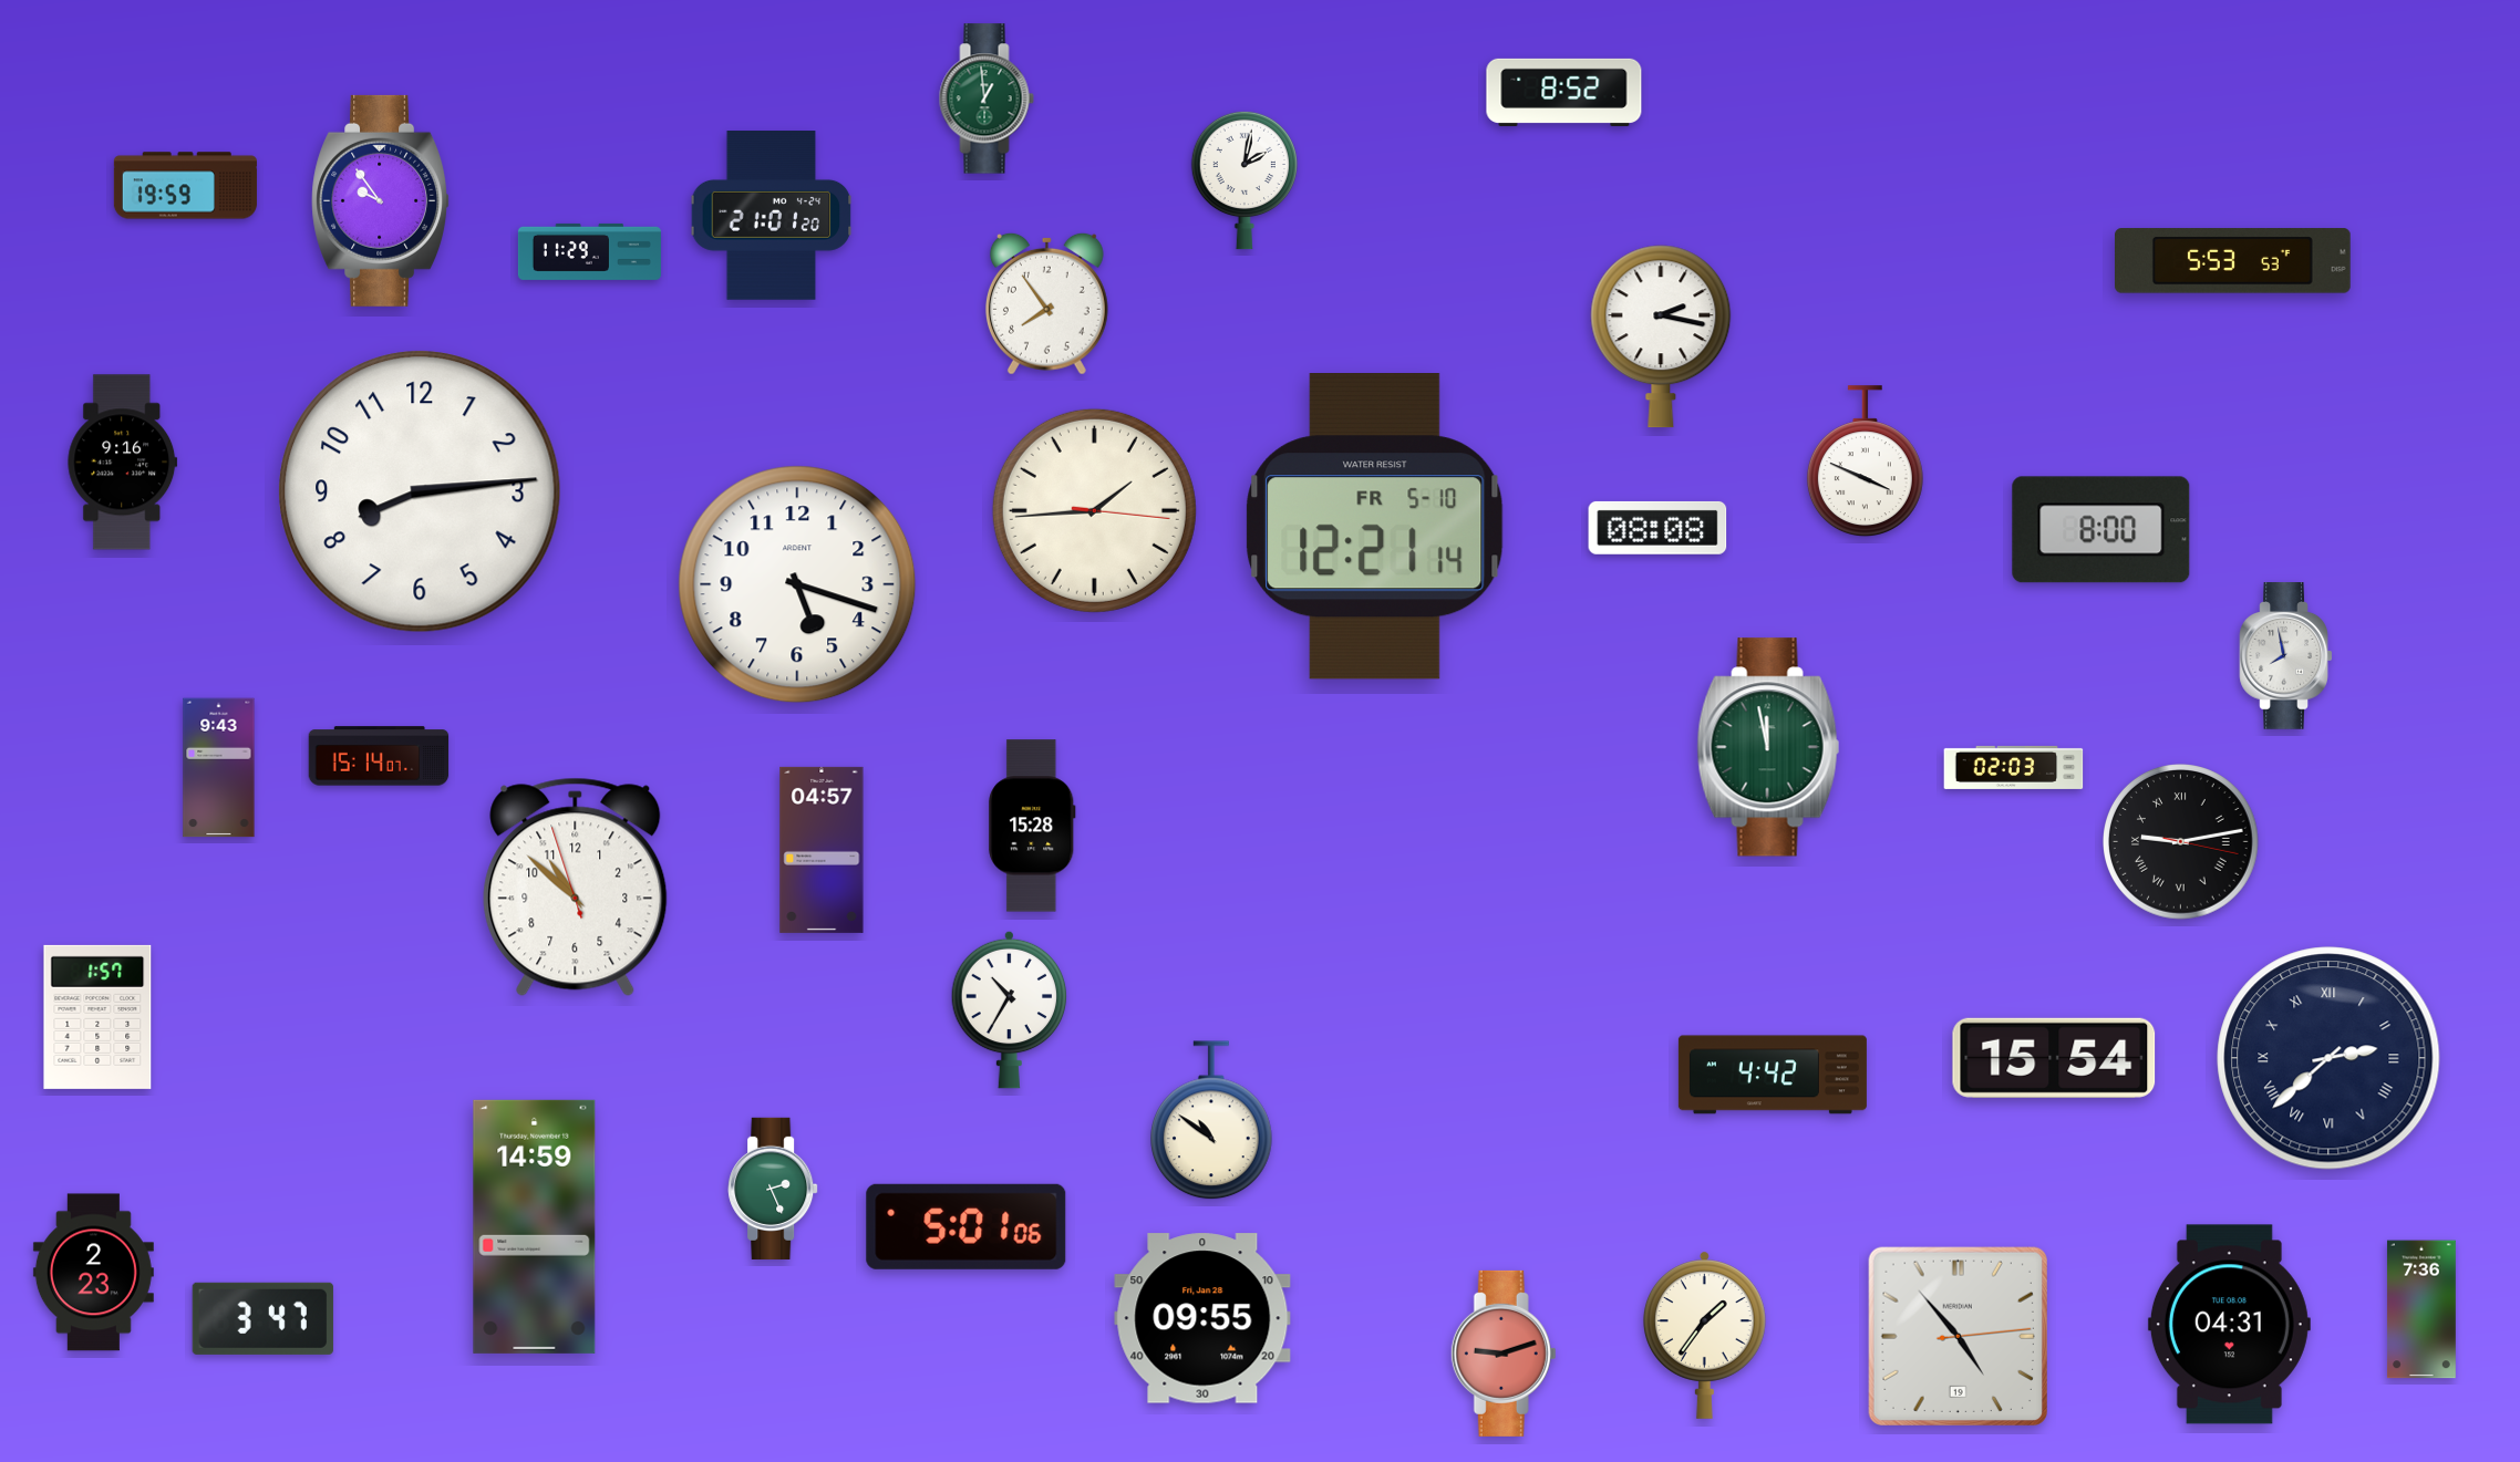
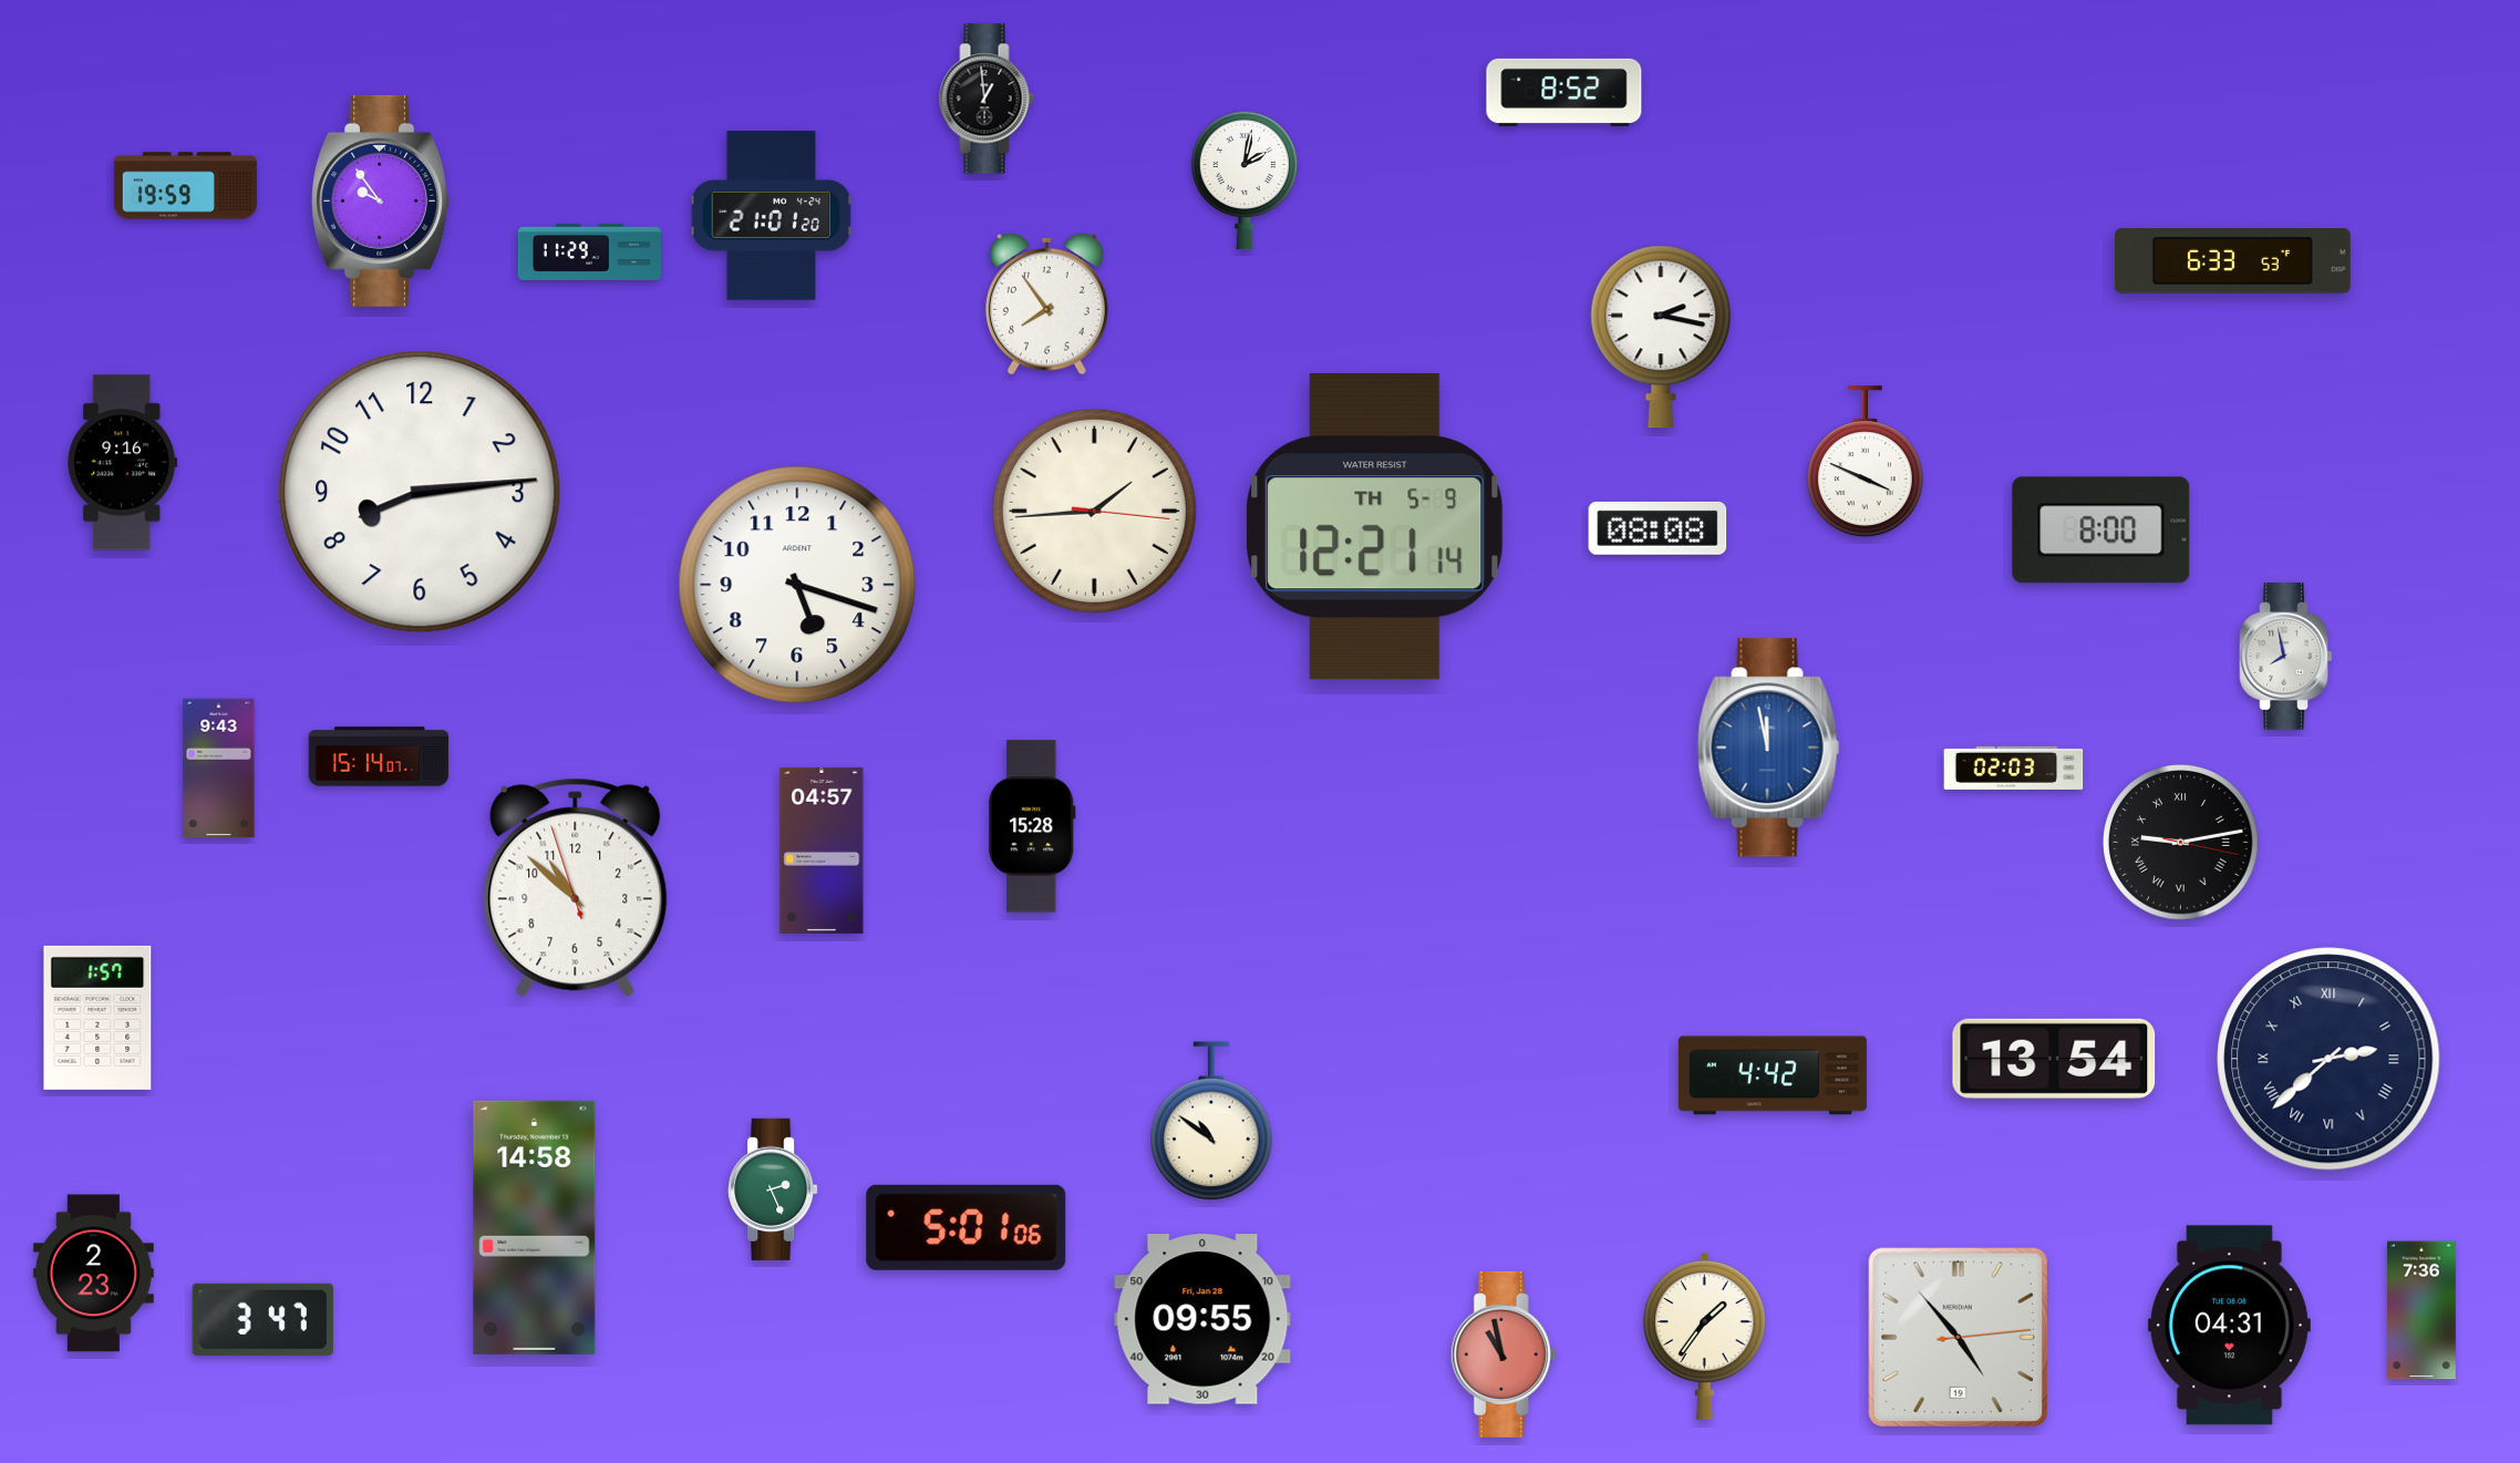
clock at (987, 98) dial: green -> black
clock at (2233, 261): 5:53 -> 6:33
clock at (1375, 527) date: FR 5-10 -> TH 5-9
clock at (1768, 747) dial: green -> blue
clock at (1010, 1009): 10:35 -> none
clock at (2054, 1058): 15:54 -> 13:54
clock at (535, 1226): 14:59 -> 14:58
clock at (1504, 1354): 9:12 -> 10:58
